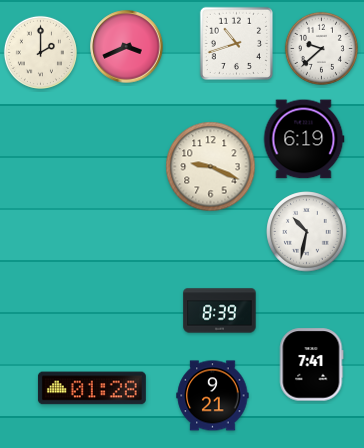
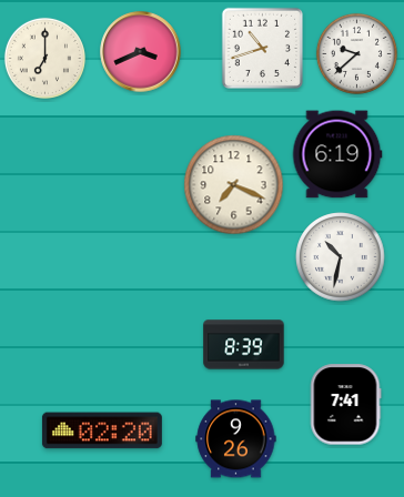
clock at (40, 52): 2:00 -> 7:00
clock at (211, 167): 9:19 -> 7:19
clock at (92, 388): 01:28 -> 02:20
clock at (213, 396): 9:21 -> 9:26
